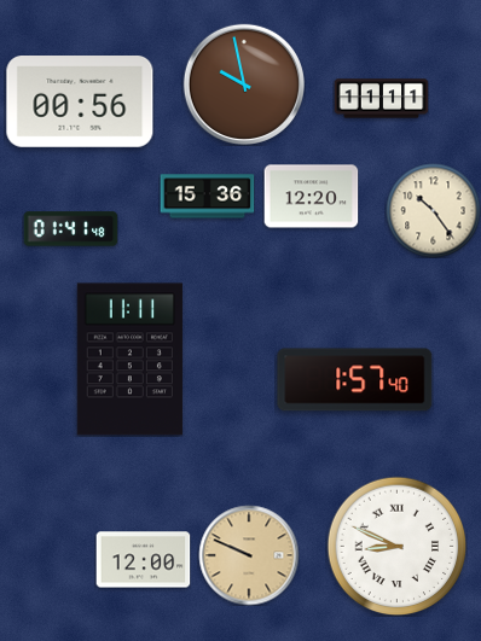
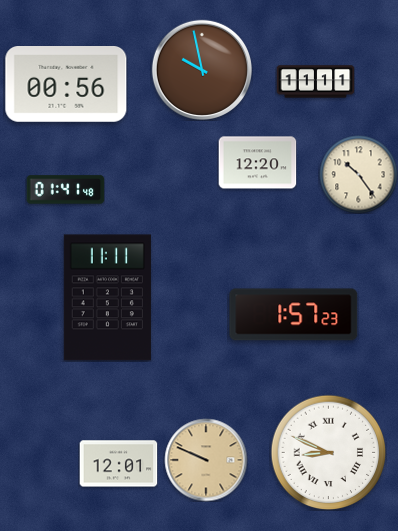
clock at (207, 197): 15:36 -> none
clock at (70, 229) position: (70, 229) -> (65, 190)
clock at (355, 380): 1:57:40 -> 1:57:23
clock at (143, 560): 12:00 -> 12:01
